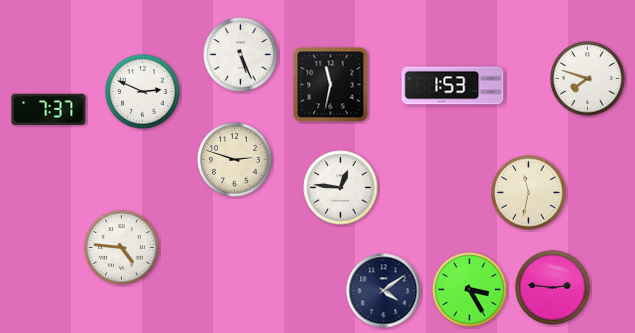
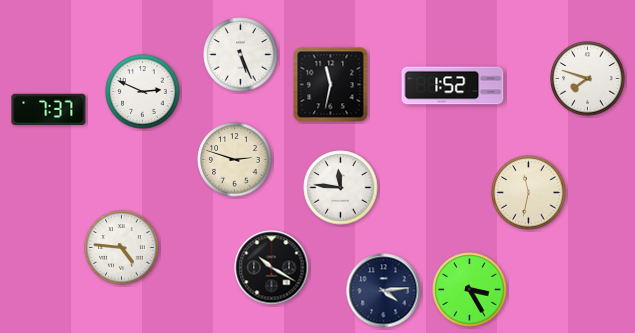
clock at (453, 86): 1:53 -> 1:52
clock at (341, 188): 12:46 -> 11:46
clock at (272, 268): none -> 10:20
clock at (553, 288): 2:46 -> none
clock at (384, 291): 4:09 -> 4:14
